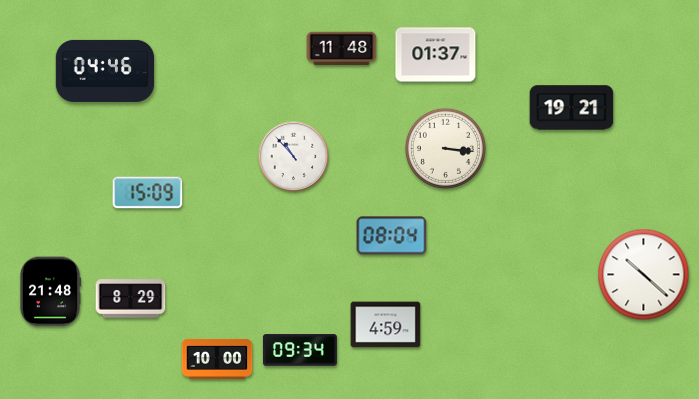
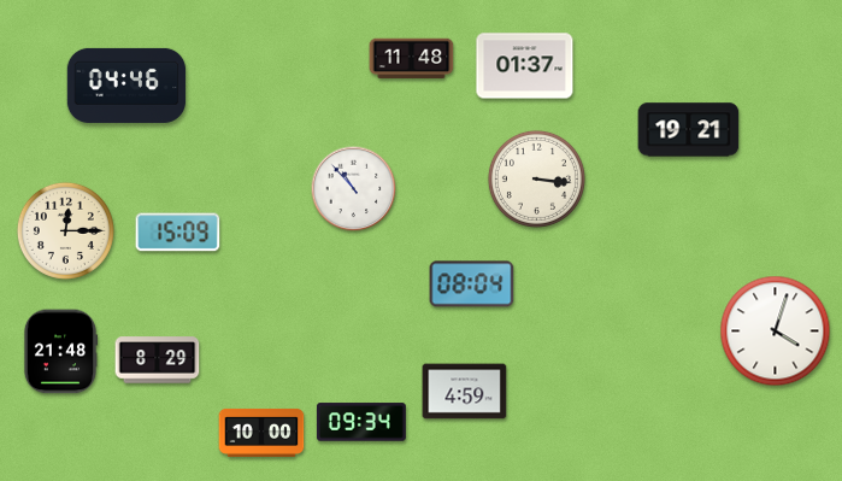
clock at (65, 230): none -> 12:15
clock at (644, 275): 10:22 -> 4:03
